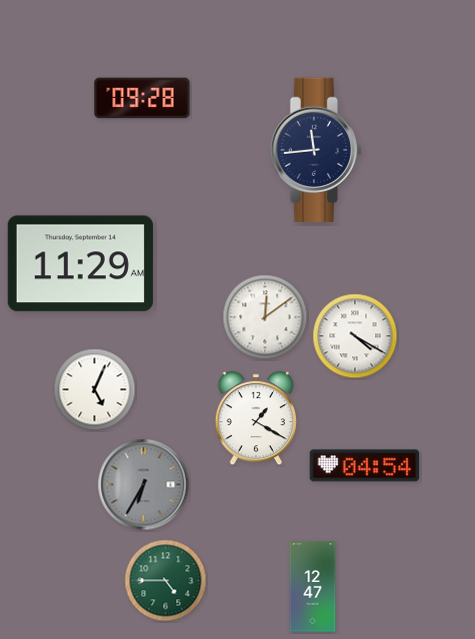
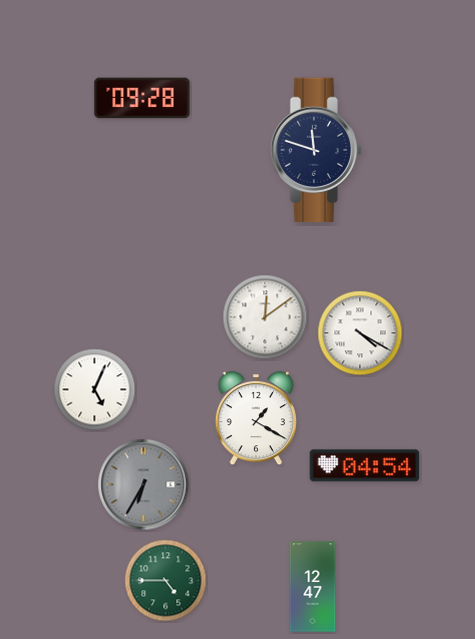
clock at (315, 149): 11:44 -> 11:48
clock at (80, 264): 11:29 -> none
clock at (355, 336) position: (355, 336) -> (360, 333)
